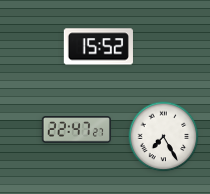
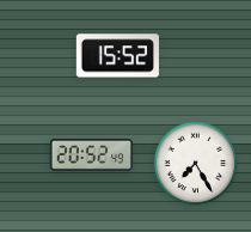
clock at (76, 130): 22:47 -> 20:52
